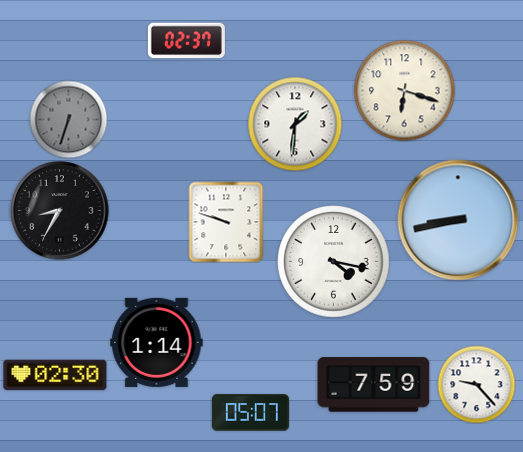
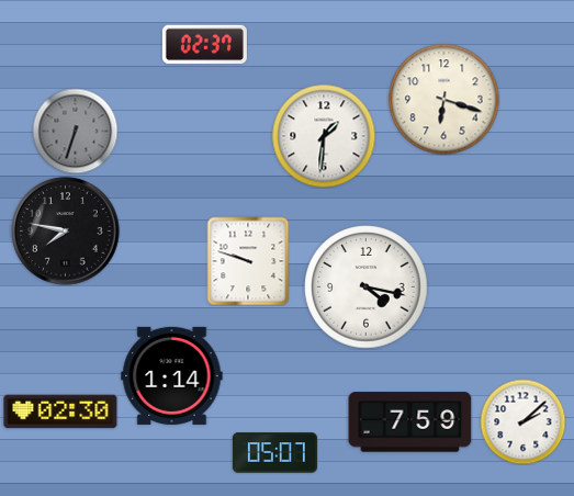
clock at (60, 211): 8:35 -> 7:47
clock at (458, 220): 8:43 -> none
clock at (226, 222) position: (226, 222) -> (248, 261)
clock at (476, 384): 9:23 -> 2:08
